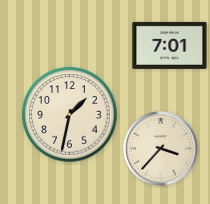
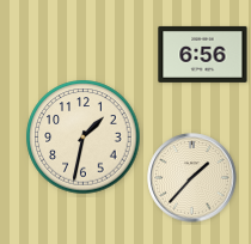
clock at (170, 45): 7:01 -> 6:56
clock at (161, 149): 3:37 -> 1:37
